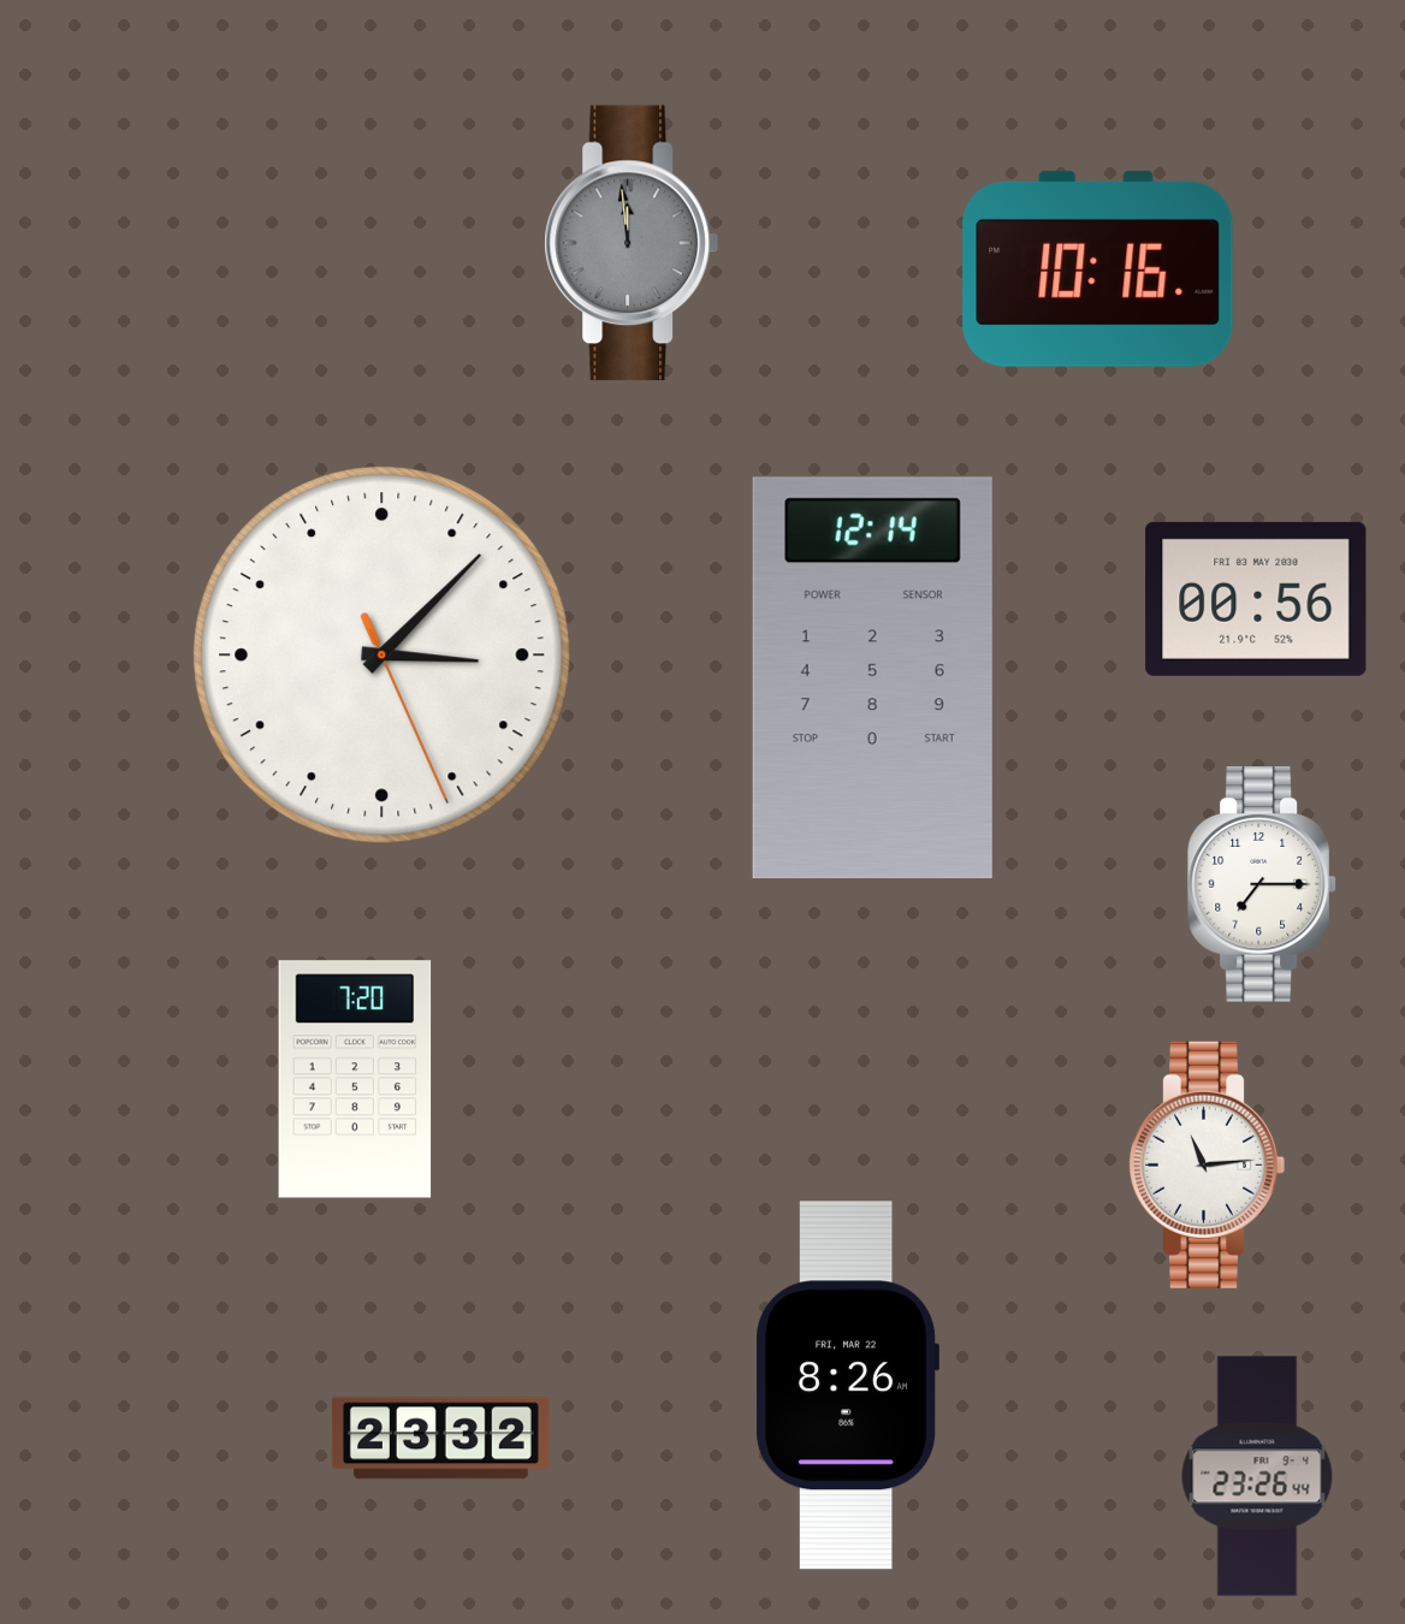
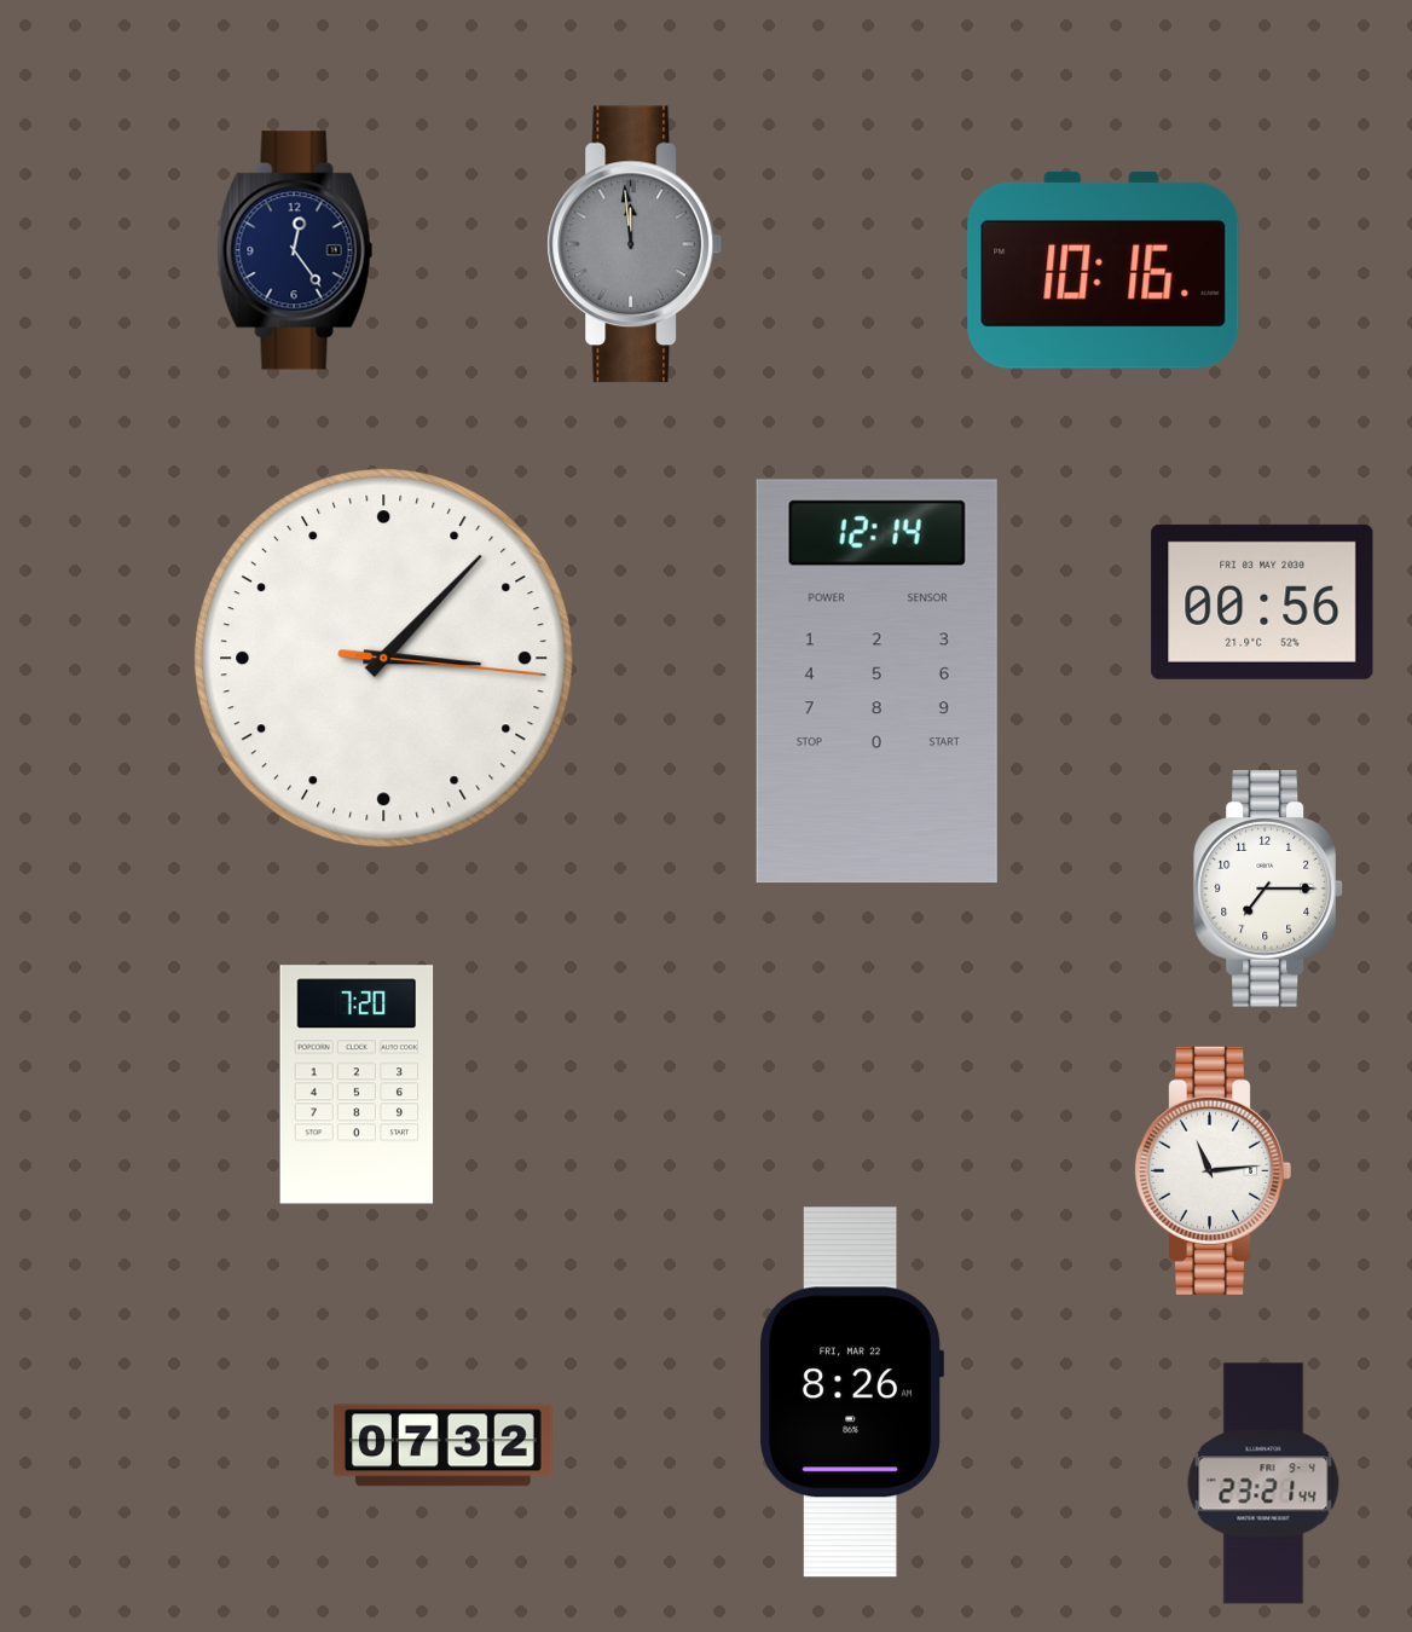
clock at (295, 250): none -> 12:24
clock at (383, 656): 3:07:26 -> 3:07:16
clock at (440, 1439): 23:32 -> 07:32
clock at (1257, 1476): 23:26 -> 23:21
